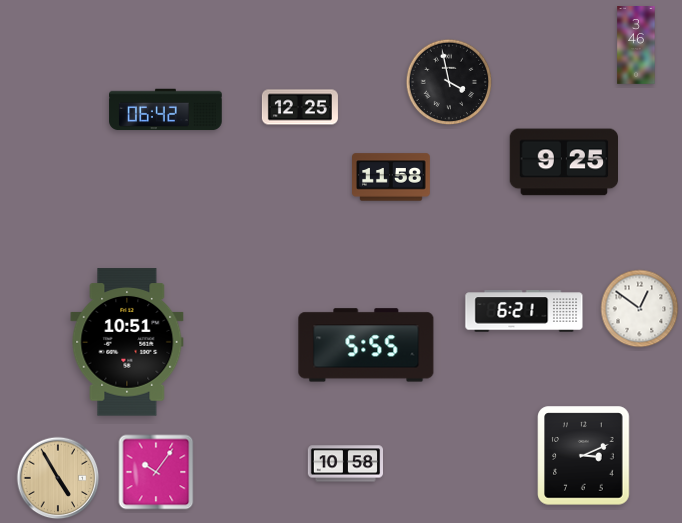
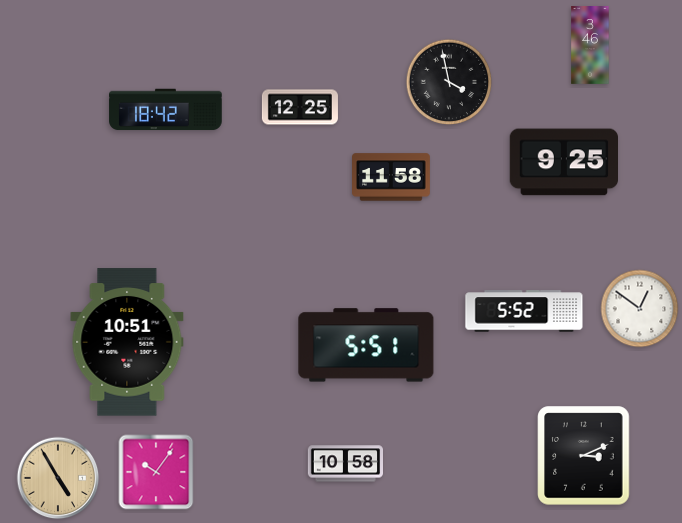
clock at (636, 45) position: (636, 45) -> (590, 45)
clock at (166, 110): 06:42 -> 18:42
clock at (524, 311): 6:21 -> 5:52
clock at (366, 345): 5:55 -> 5:51
